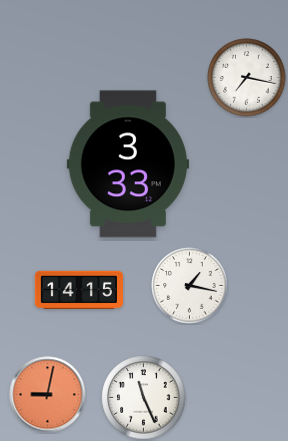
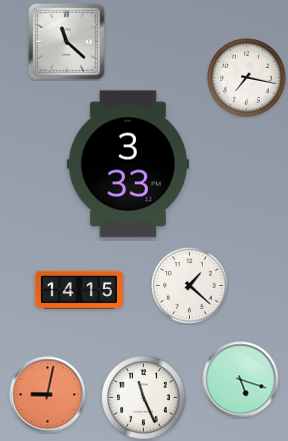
clock at (67, 42): none -> 11:22
clock at (190, 286): 1:17 -> 1:22
clock at (241, 380): none -> 5:18
